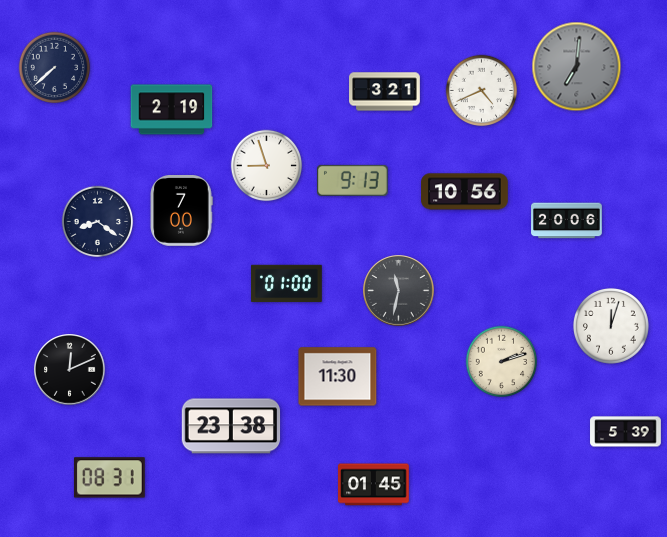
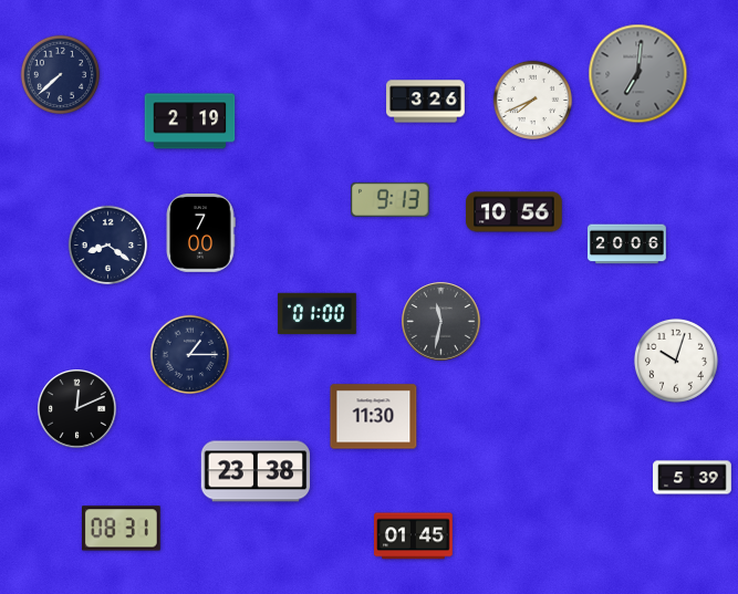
clock at (482, 91): 4:41 -> 7:41
clock at (385, 92): 3:21 -> 3:26
clock at (267, 166): 8:57 -> none
clock at (190, 355): none -> 1:15
clock at (611, 326): 12:03 -> 10:03
clock at (502, 362): 2:12 -> none
